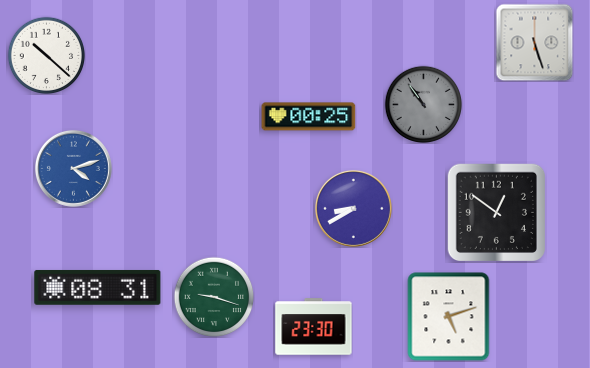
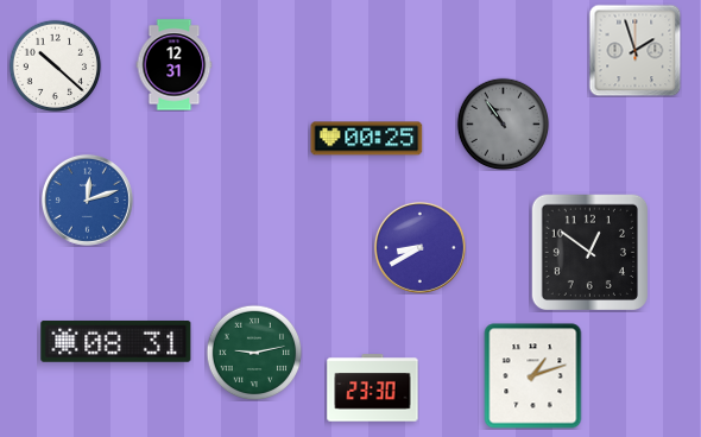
clock at (534, 42): 5:27 -> 1:57
clock at (175, 65): none -> 12:31
clock at (73, 168): 4:12 -> 12:12
clock at (214, 297): 9:18 -> 9:13
clock at (449, 317): 5:12 -> 1:12
